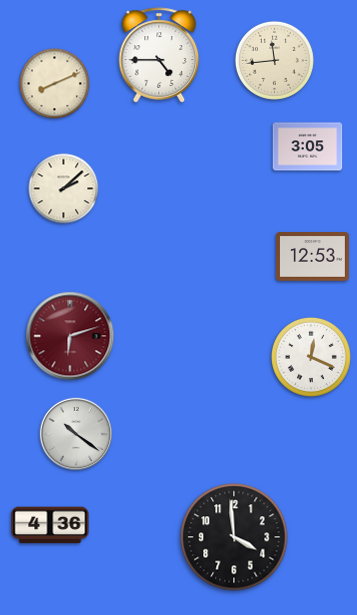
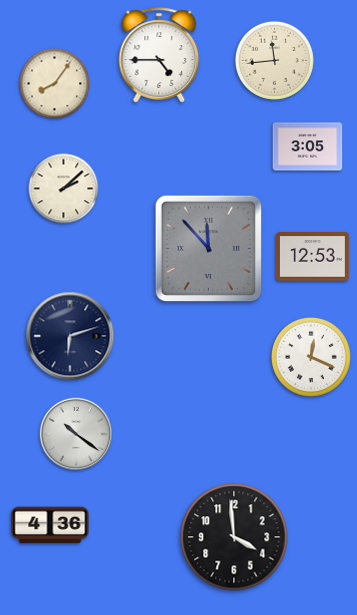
clock at (55, 84): 8:11 -> 8:06
clock at (209, 249): none -> 11:53
clock at (70, 336) dial: burgundy -> navy
